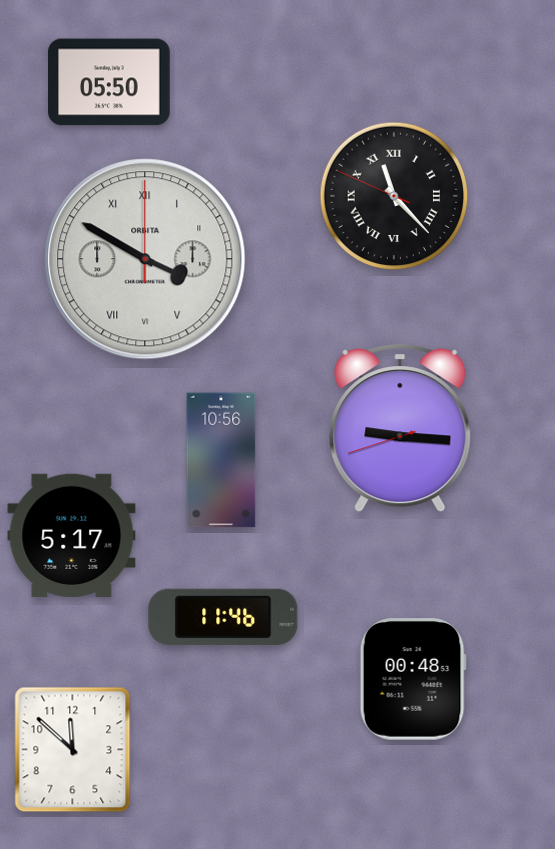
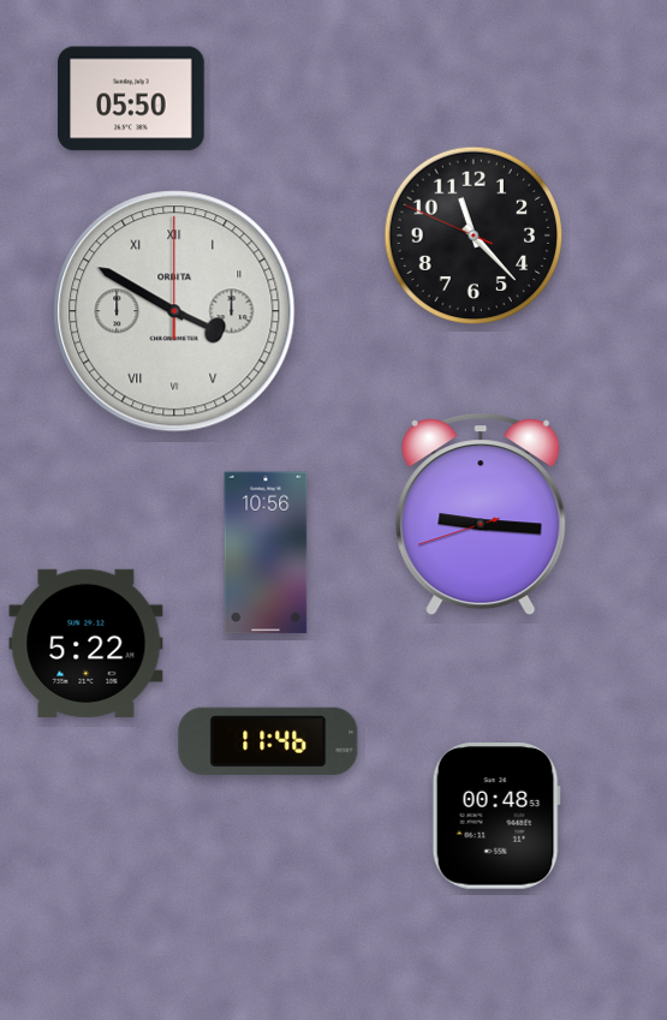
clock at (394, 196) numerals: Roman -> Arabic
clock at (72, 535): 5:17 -> 5:22
clock at (73, 750): 11:52 -> none
